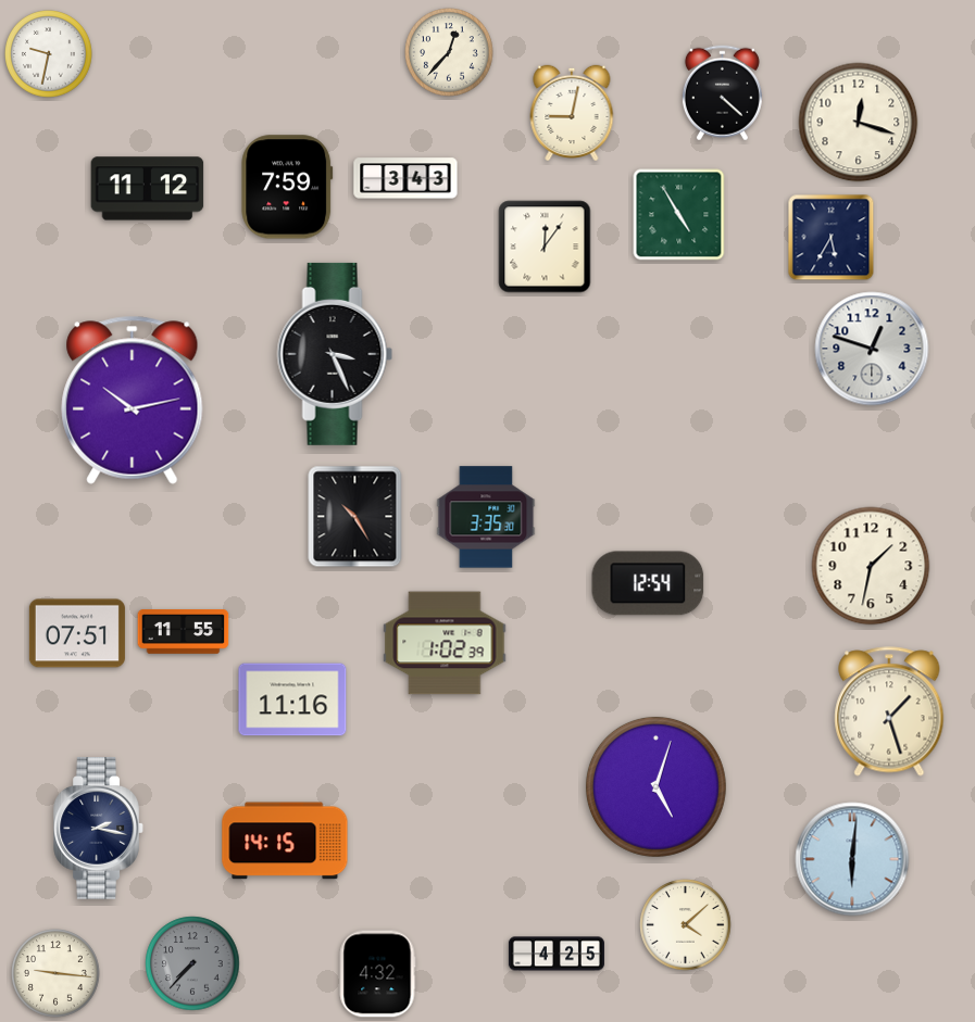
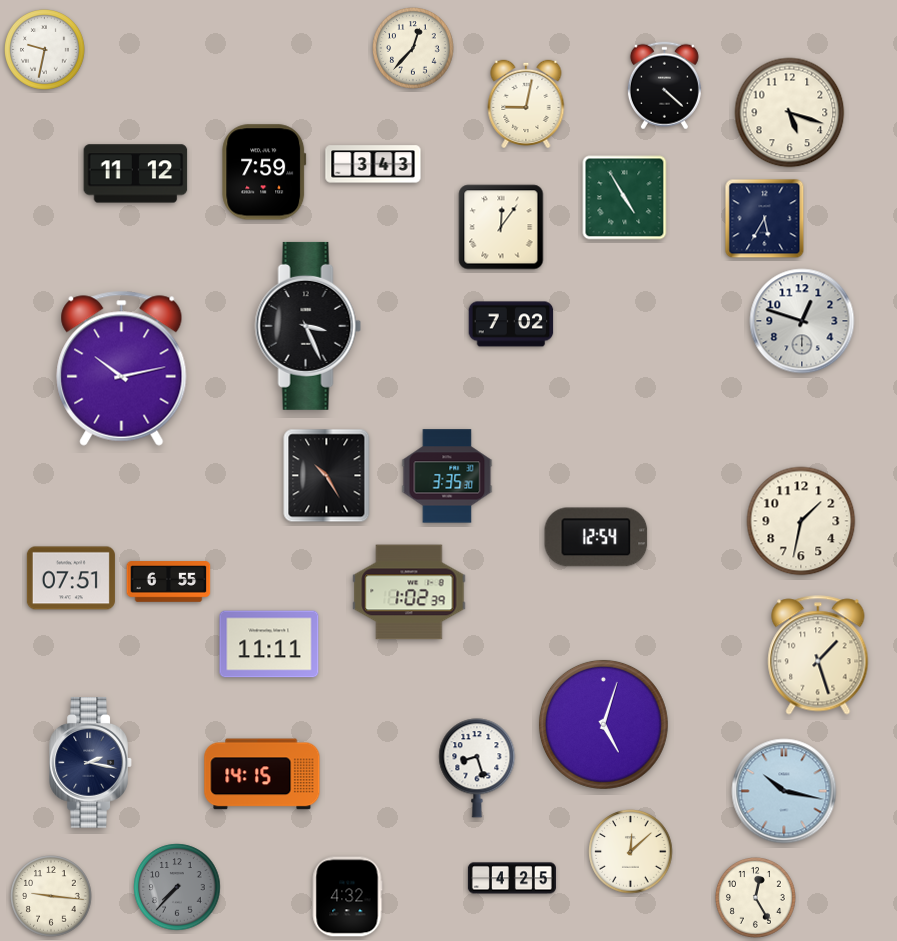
clock at (859, 123): 12:18 -> 5:18
clock at (511, 324): none -> 7:02
clock at (184, 632): 11:55 -> 6:55
clock at (77, 633) position: (77, 633) -> (71, 578)
clock at (292, 699): 11:16 -> 11:11
clock at (477, 768): none -> 8:27
clock at (852, 859): 6:01 -> 10:17
clock at (686, 925): 4:08 -> 12:08
clock at (756, 898): none -> 12:25
